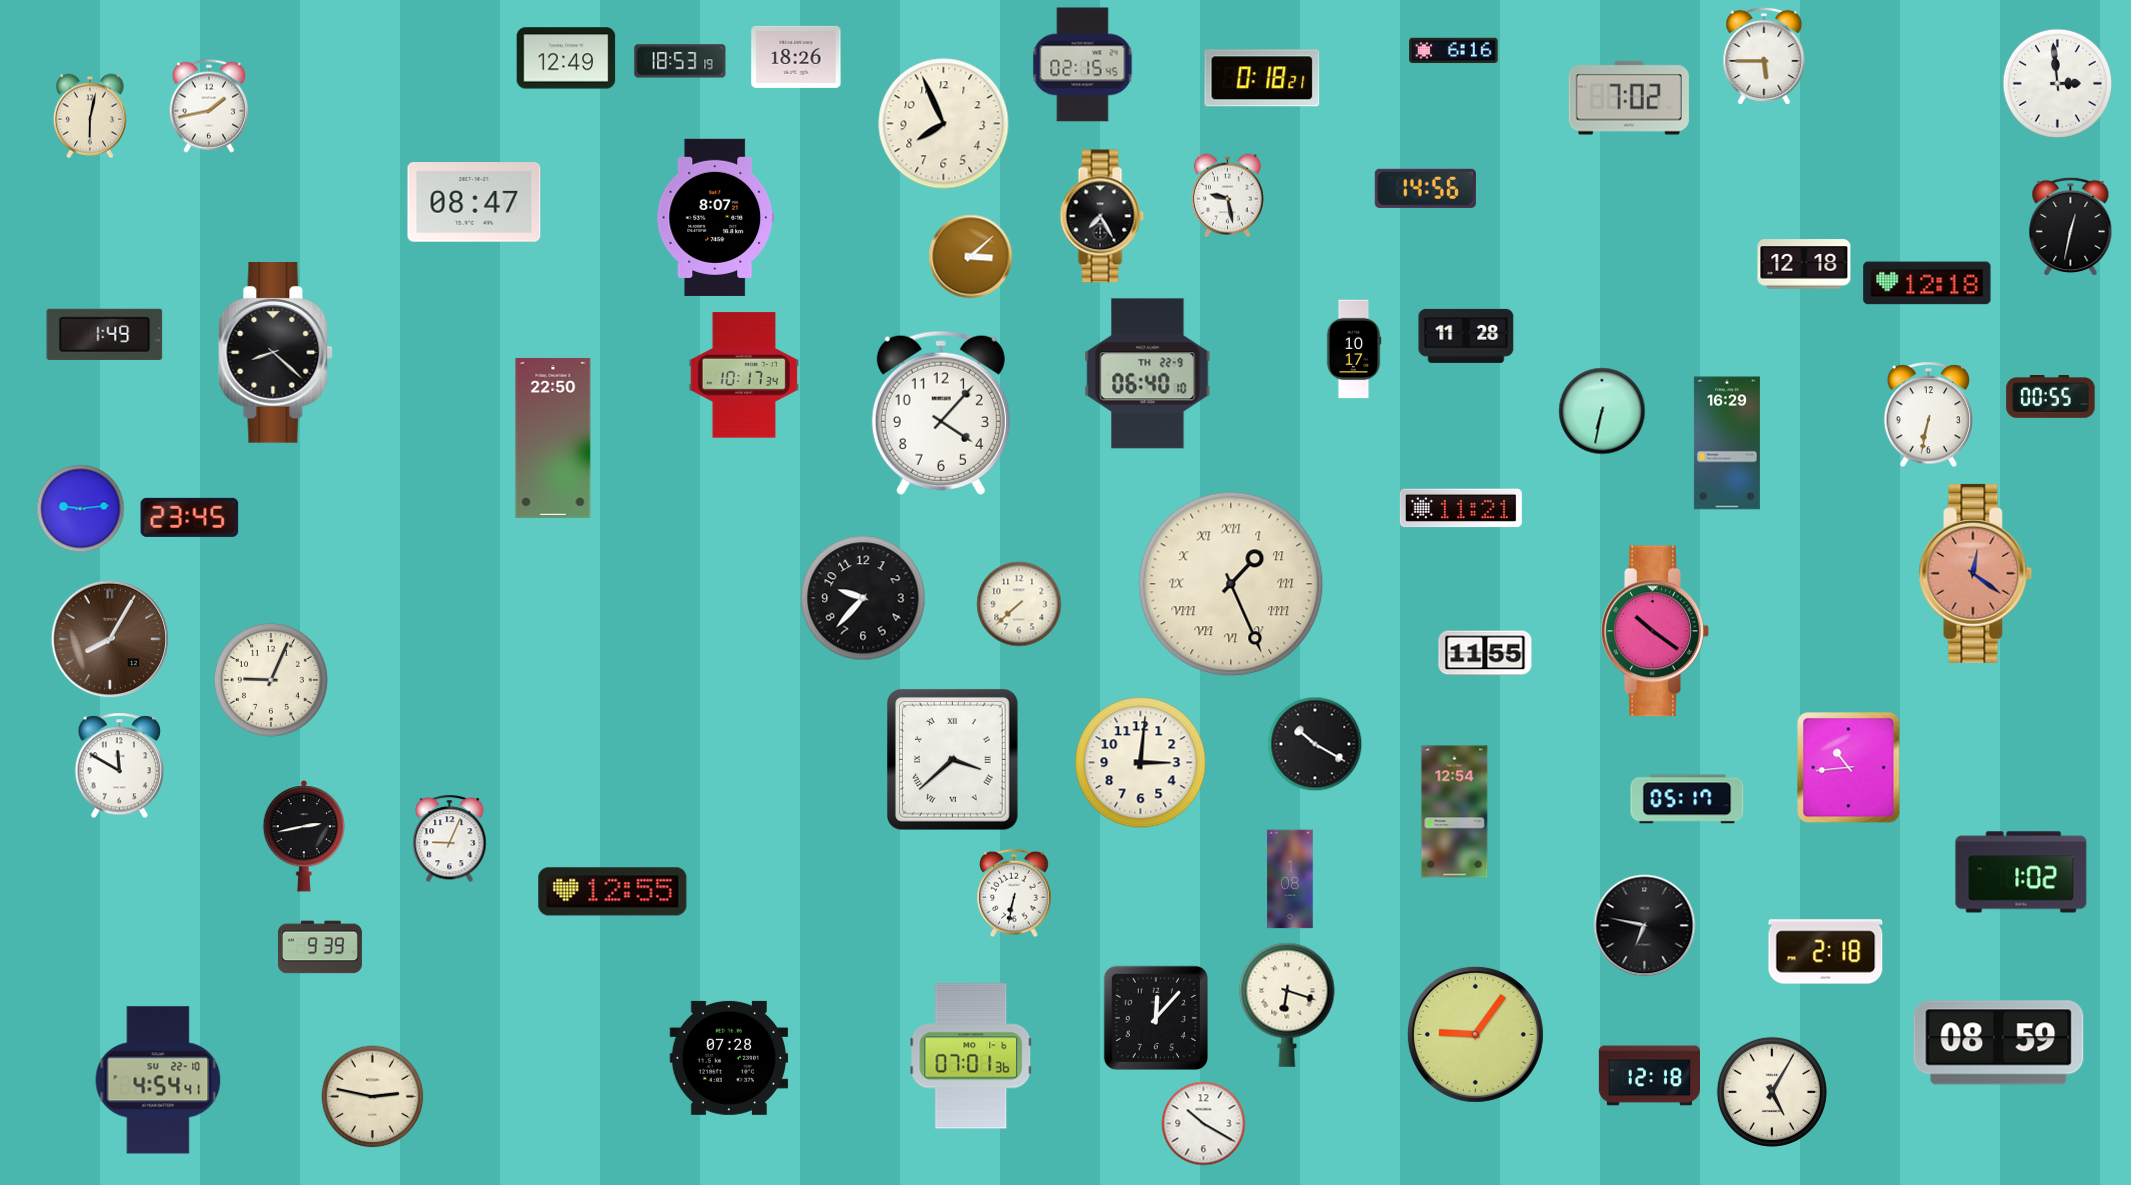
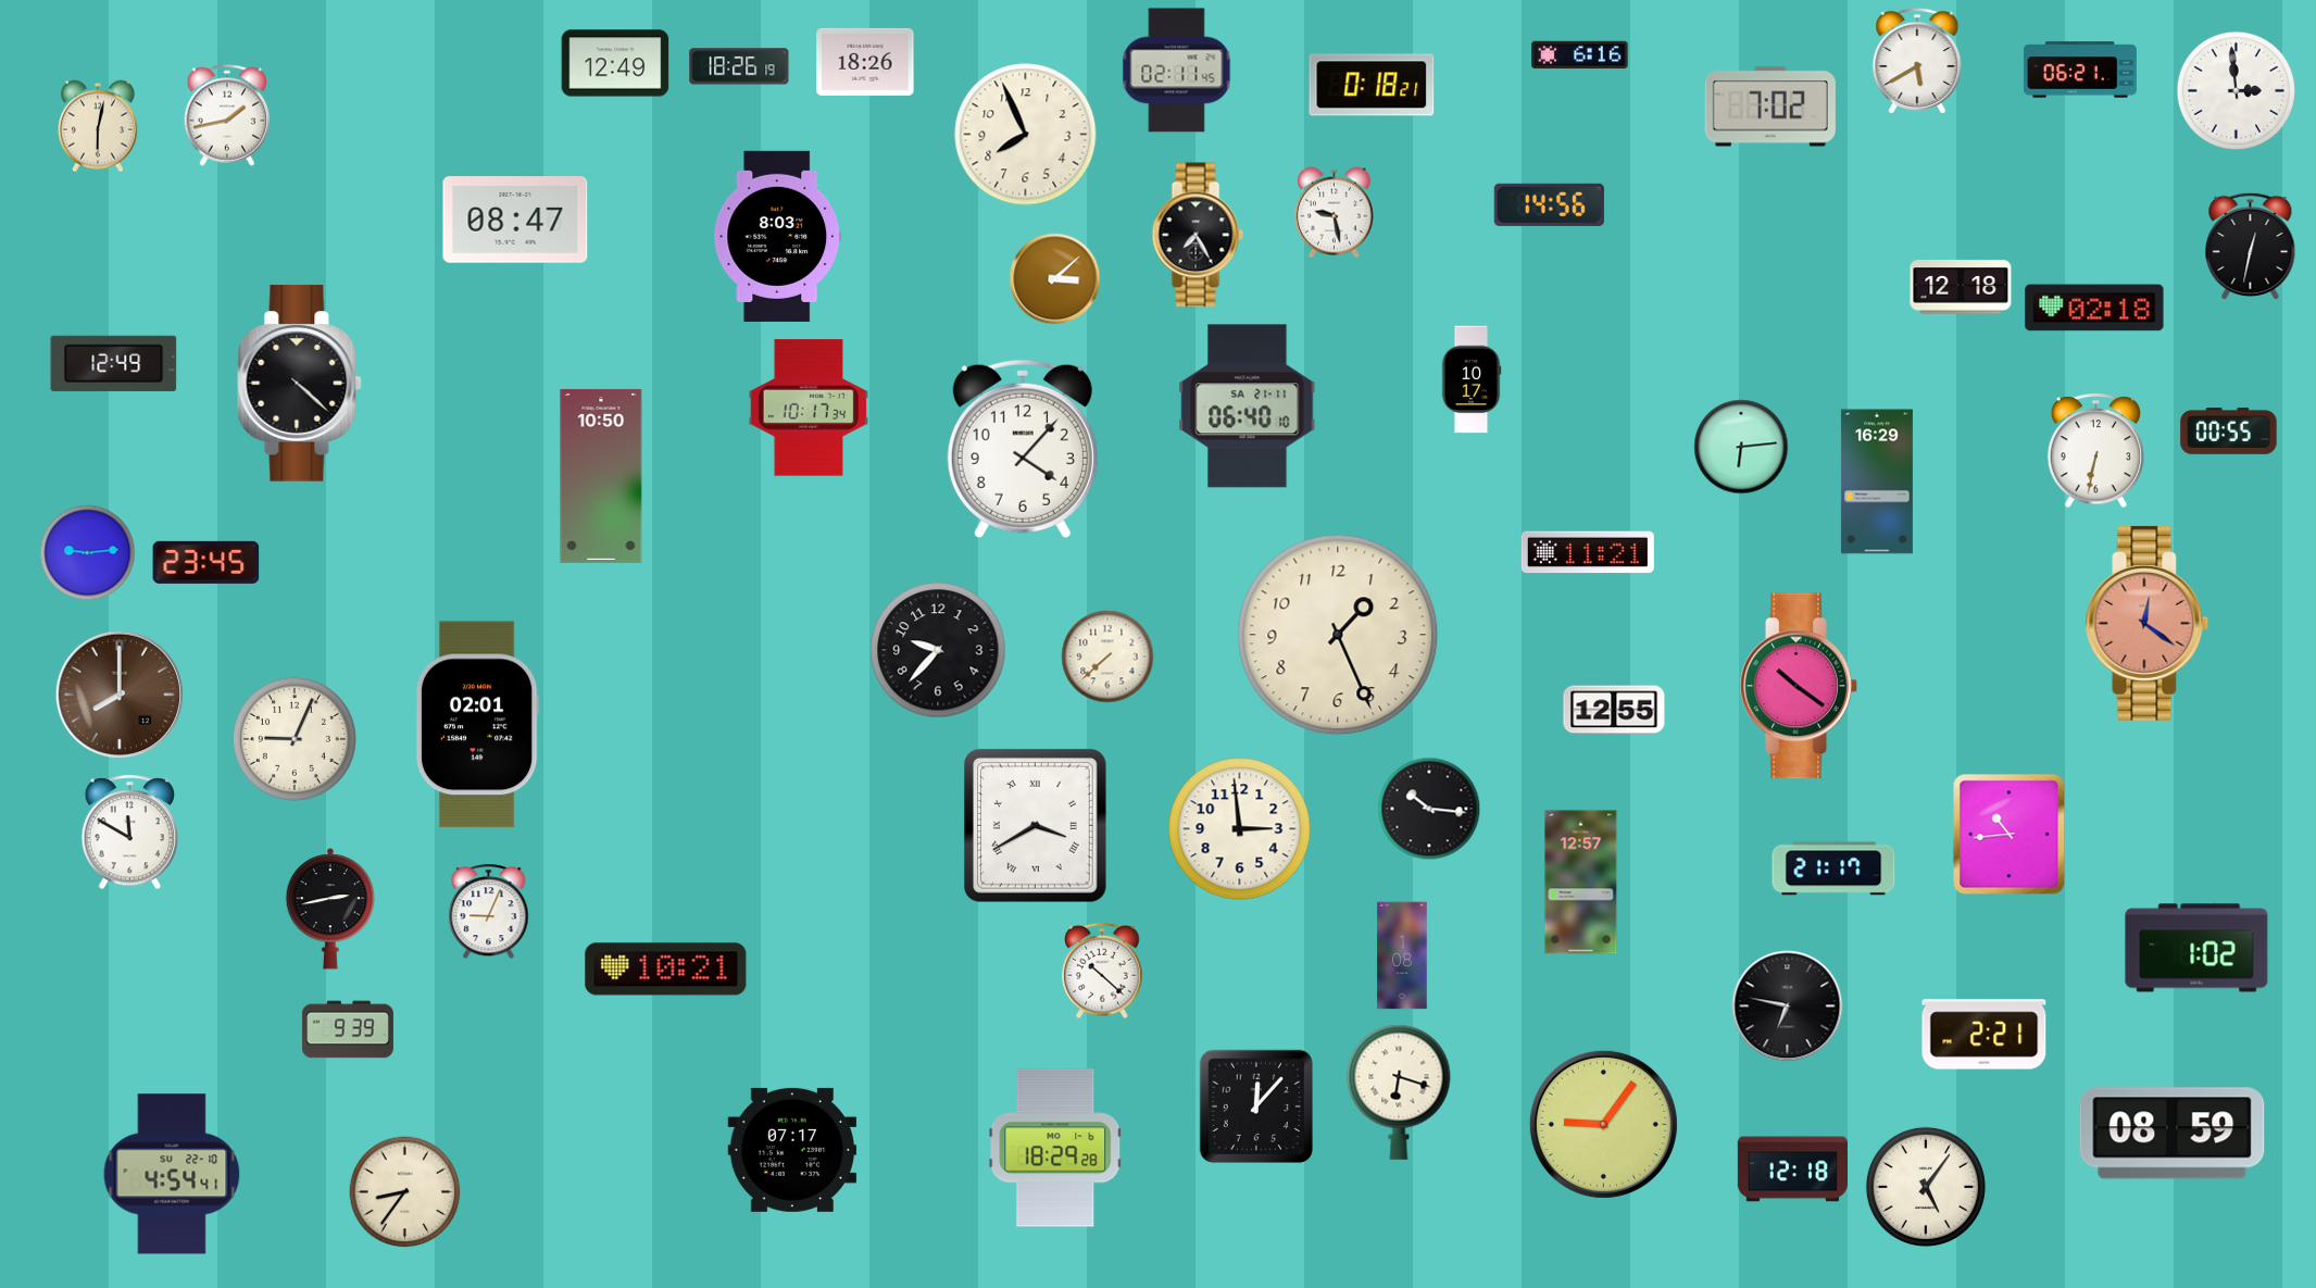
clock at (1764, 55): 5:45 -> 5:40
clock at (680, 61): 18:53 -> 18:26
clock at (2080, 70): none -> 06:21
clock at (1083, 65): 02:15 -> 02:11
clock at (716, 217): 8:07 -> 8:03
clock at (1927, 283): 12:18 -> 02:18
clock at (105, 334): 1:49 -> 12:49
clock at (1466, 336): 11:28 -> none
clock at (276, 353): 8:22 -> 4:22
clock at (1148, 374) date: TH 22-9 -> SA 21-11
clock at (1602, 411): 6:32 -> 6:14
clock at (553, 438): 22:50 -> 10:50
clock at (1231, 584) numerals: Roman -> Arabic
clock at (110, 639): 8:05 -> 8:00
clock at (1485, 653): 11:55 -> 12:55
clock at (477, 725): none -> 02:01
clock at (1315, 744): 10:20 -> 10:16
clock at (953, 760): 3:38 -> 3:40
clock at (1141, 763): 3:01 -> 2:59
clock at (1687, 799): 05:17 -> 21:17
clock at (1455, 812): 12:54 -> 12:57
clock at (613, 892): 12:55 -> 10:21
clock at (1014, 893): 6:32 -> 10:22
clock at (1826, 952): 2:18 -> 2:21
clock at (971, 1056): 07:01 -> 18:29
clock at (729, 1058): 07:28 -> 07:17
clock at (1772, 1092): 5:05 -> 5:06
clock at (373, 1097): 2:47 -> 8:36
clock at (1204, 1124): 10:20 -> none
